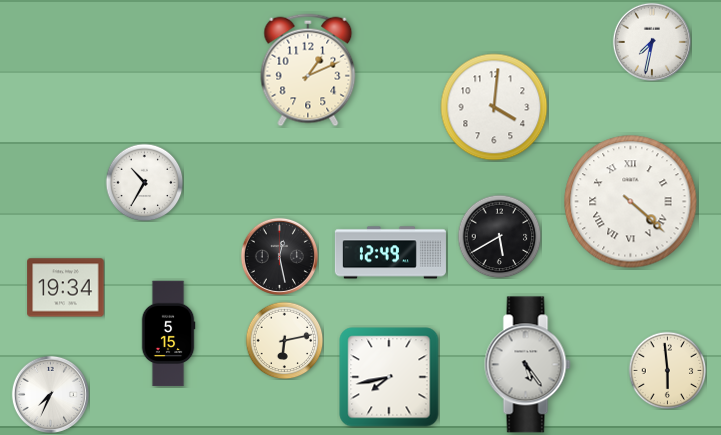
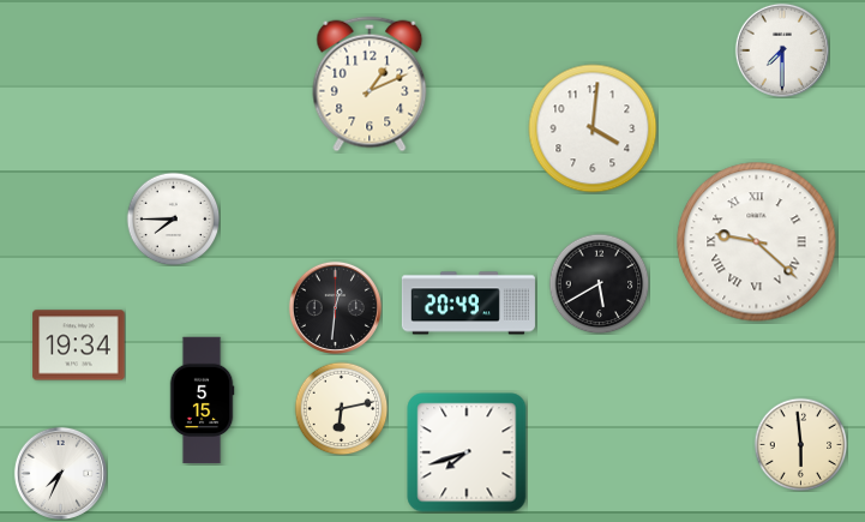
clock at (652, 42): 7:32 -> 7:30
clock at (144, 182): 10:35 -> 7:45
clock at (631, 202): 4:22 -> 9:22
clock at (390, 253): 12:49 -> 20:49
clock at (279, 256): 12:28 -> 12:31
clock at (528, 365): 5:24 -> none
clock at (389, 377): 7:43 -> 7:42
